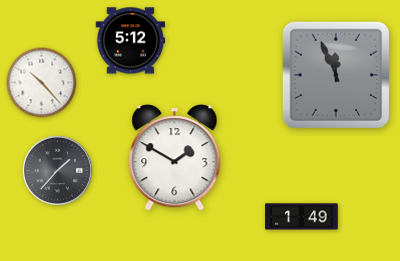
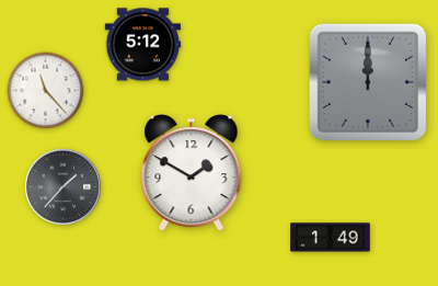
clock at (336, 75): 11:56 -> 12:00
clock at (42, 83): 10:23 -> 11:23
